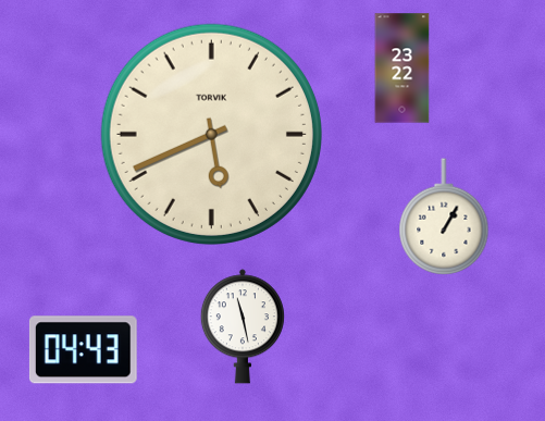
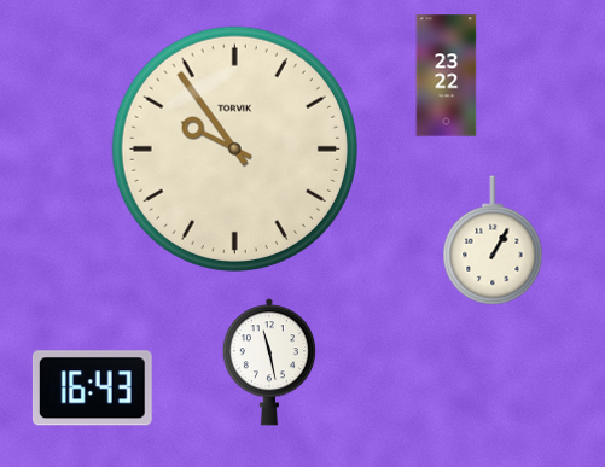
clock at (211, 134): 5:41 -> 9:54
clock at (83, 350): 04:43 -> 16:43
